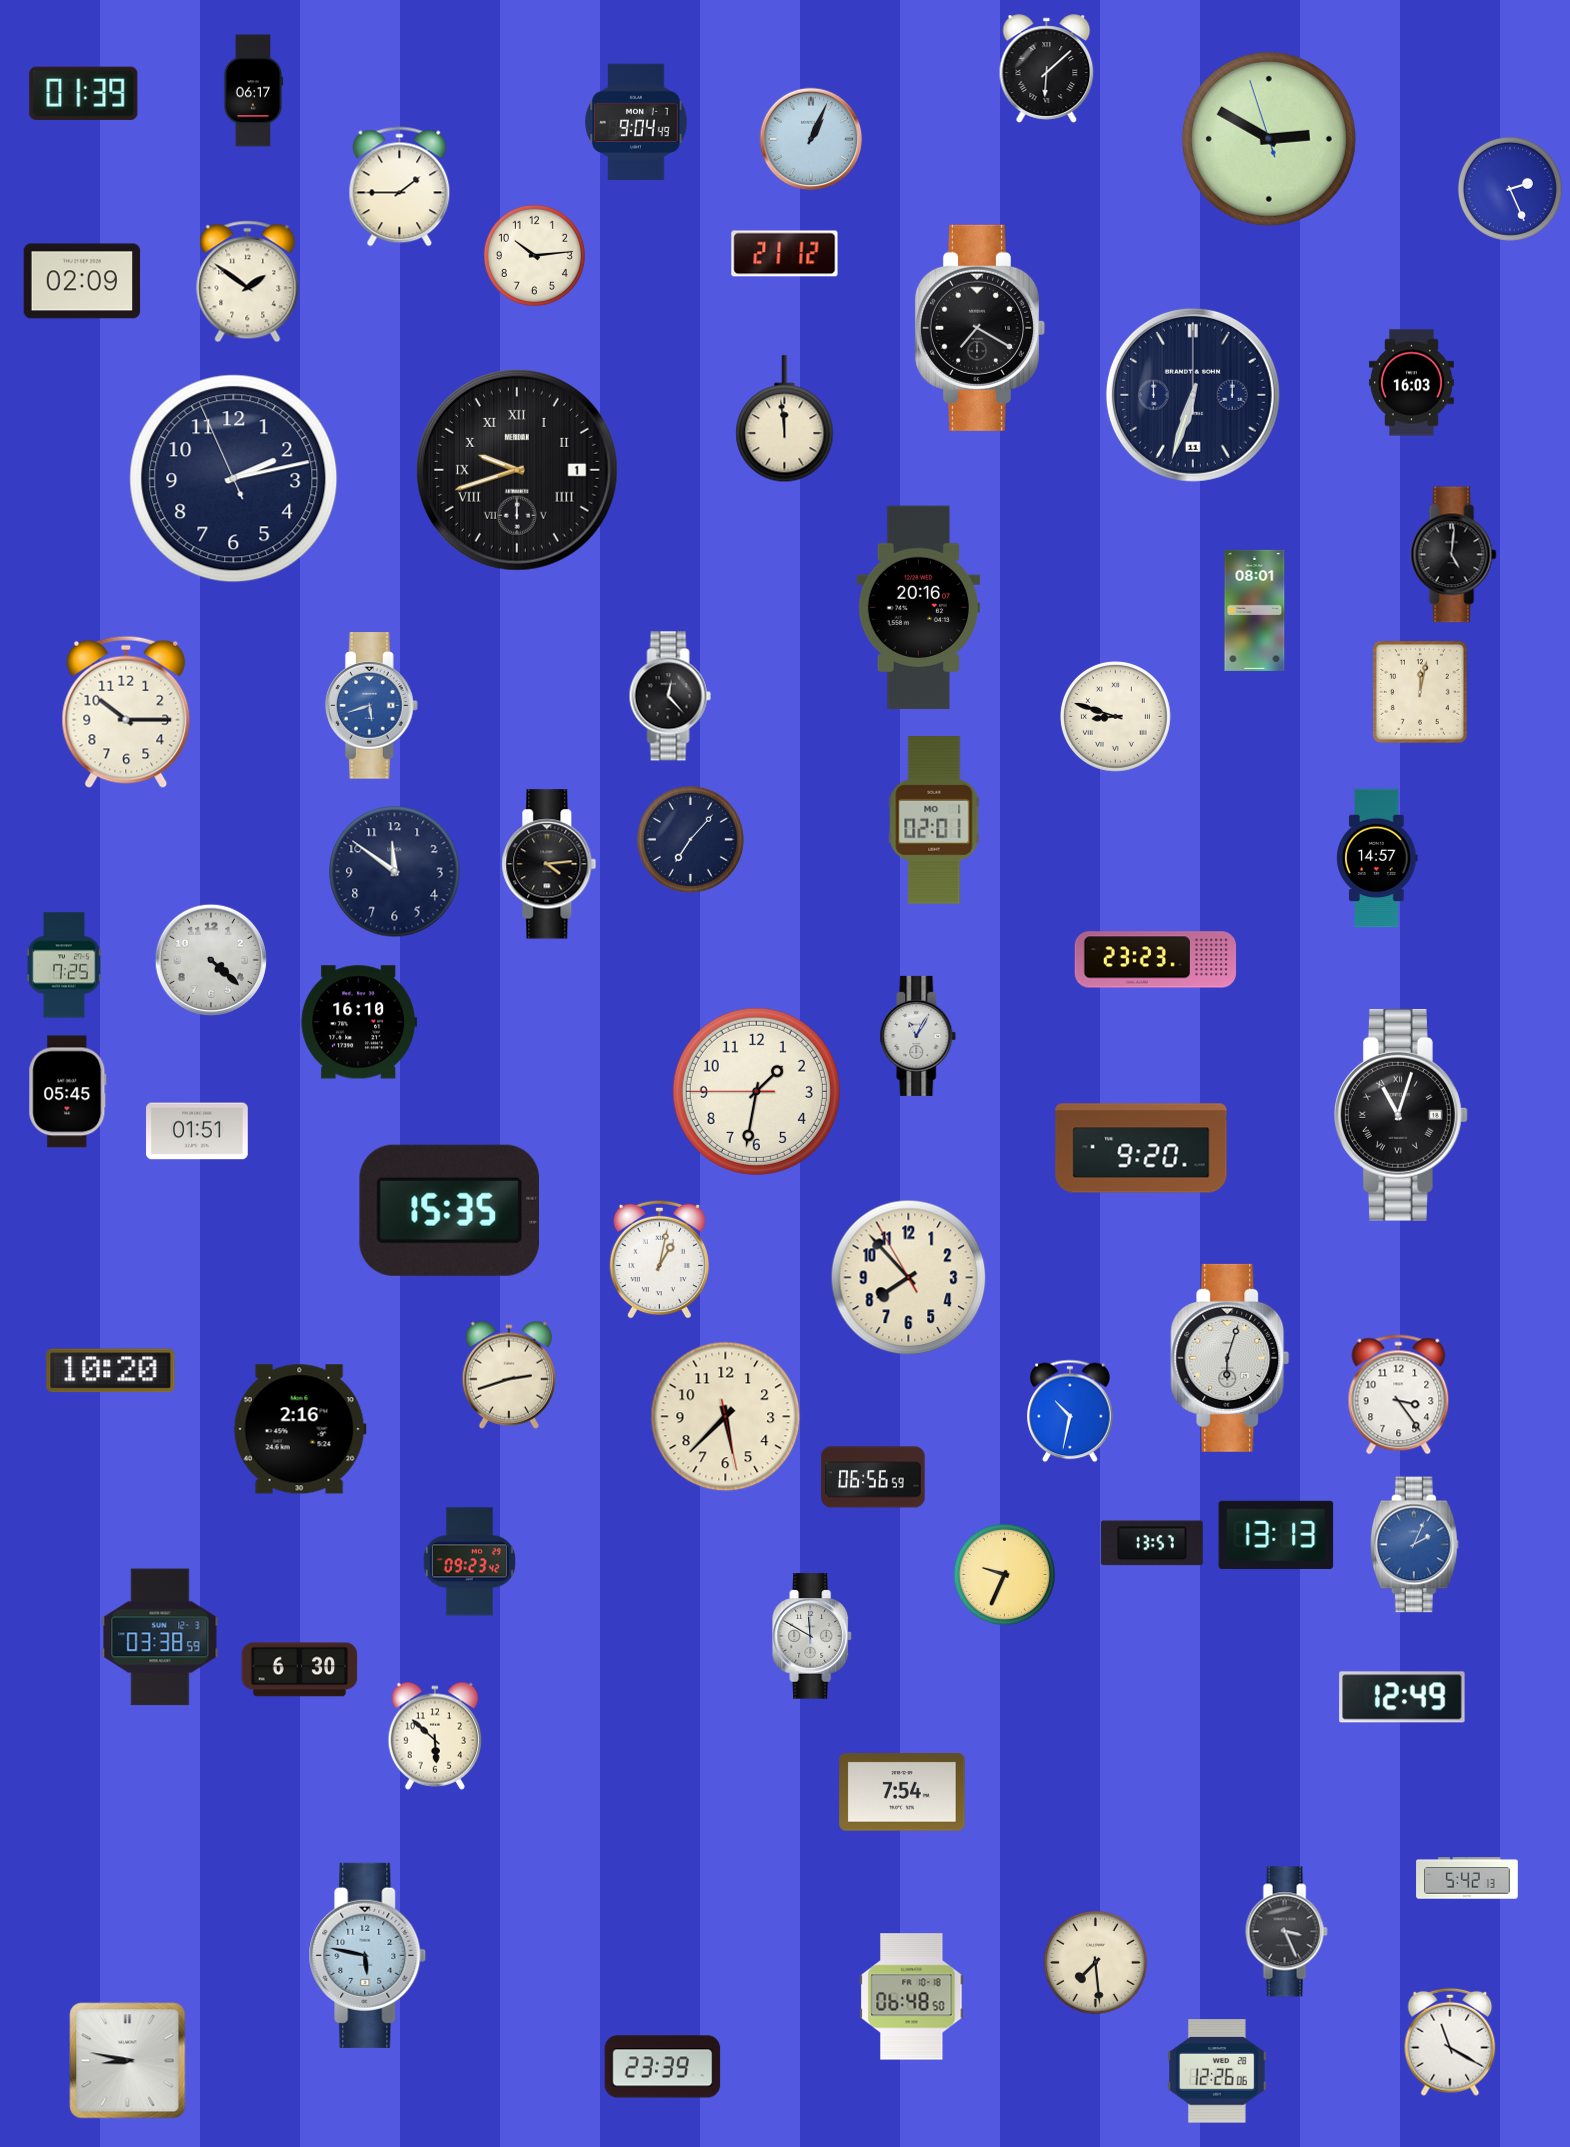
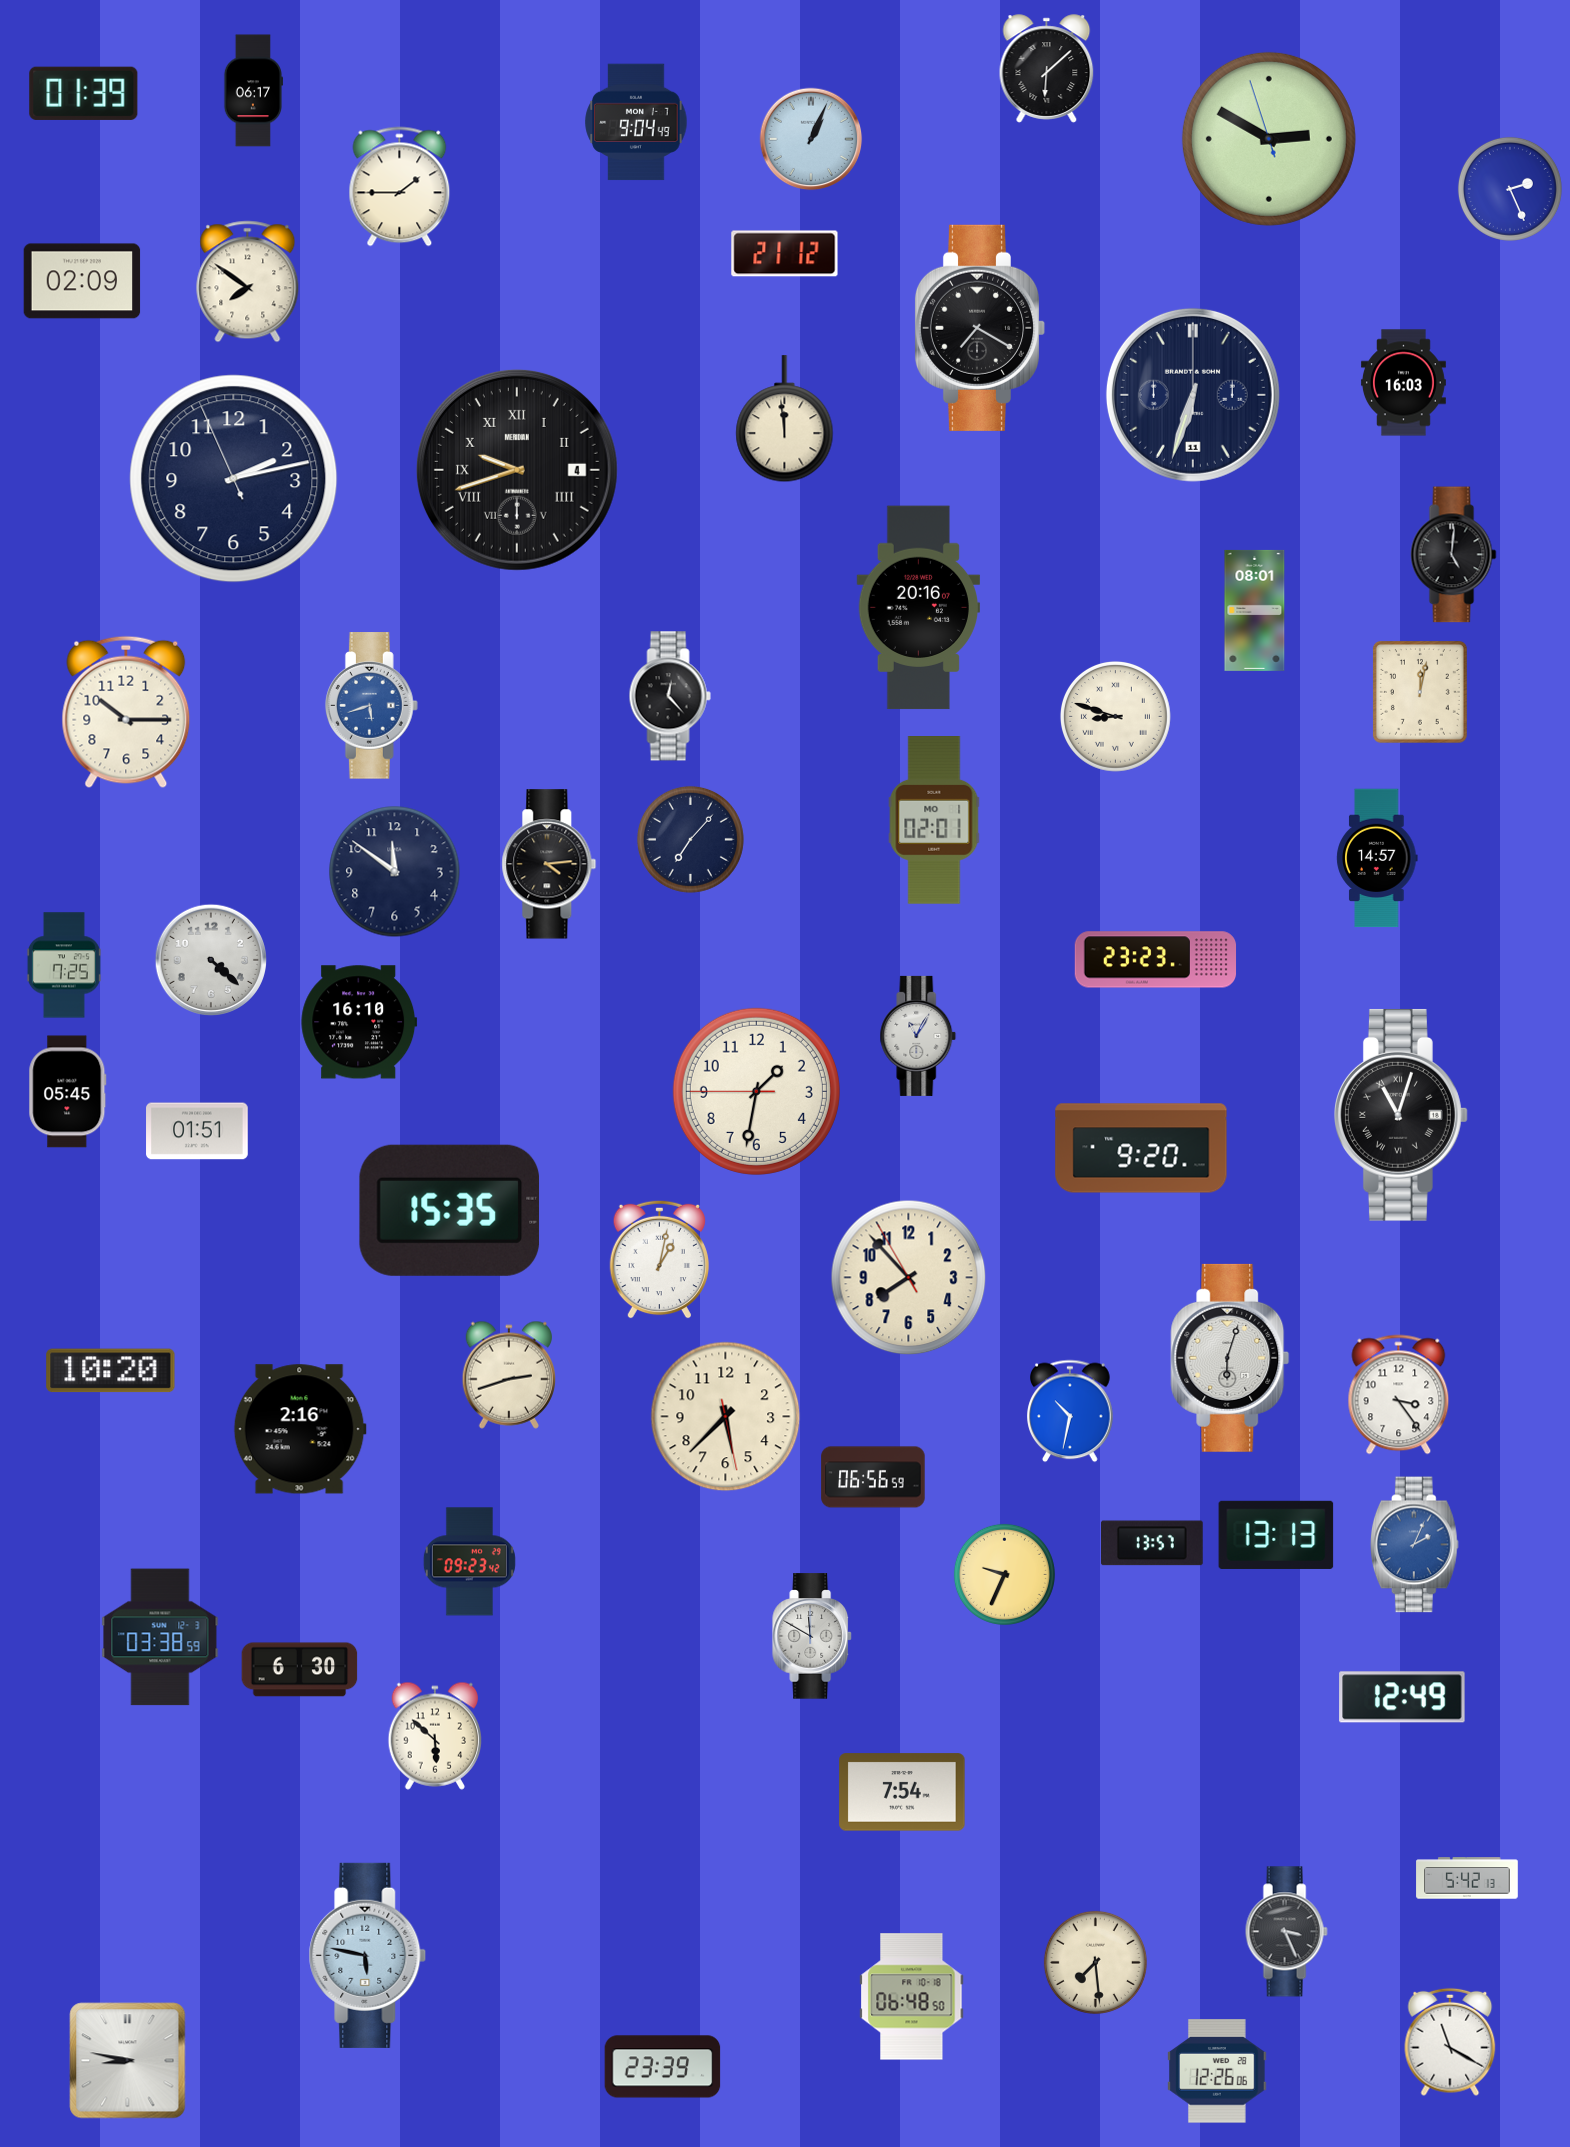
clock at (534, 255): 10:14 -> none
clock at (248, 282): 1:51 -> 7:51
clock at (1411, 383) position: (1411, 383) -> (1403, 383)
clock at (517, 470) date: 1 -> 4
